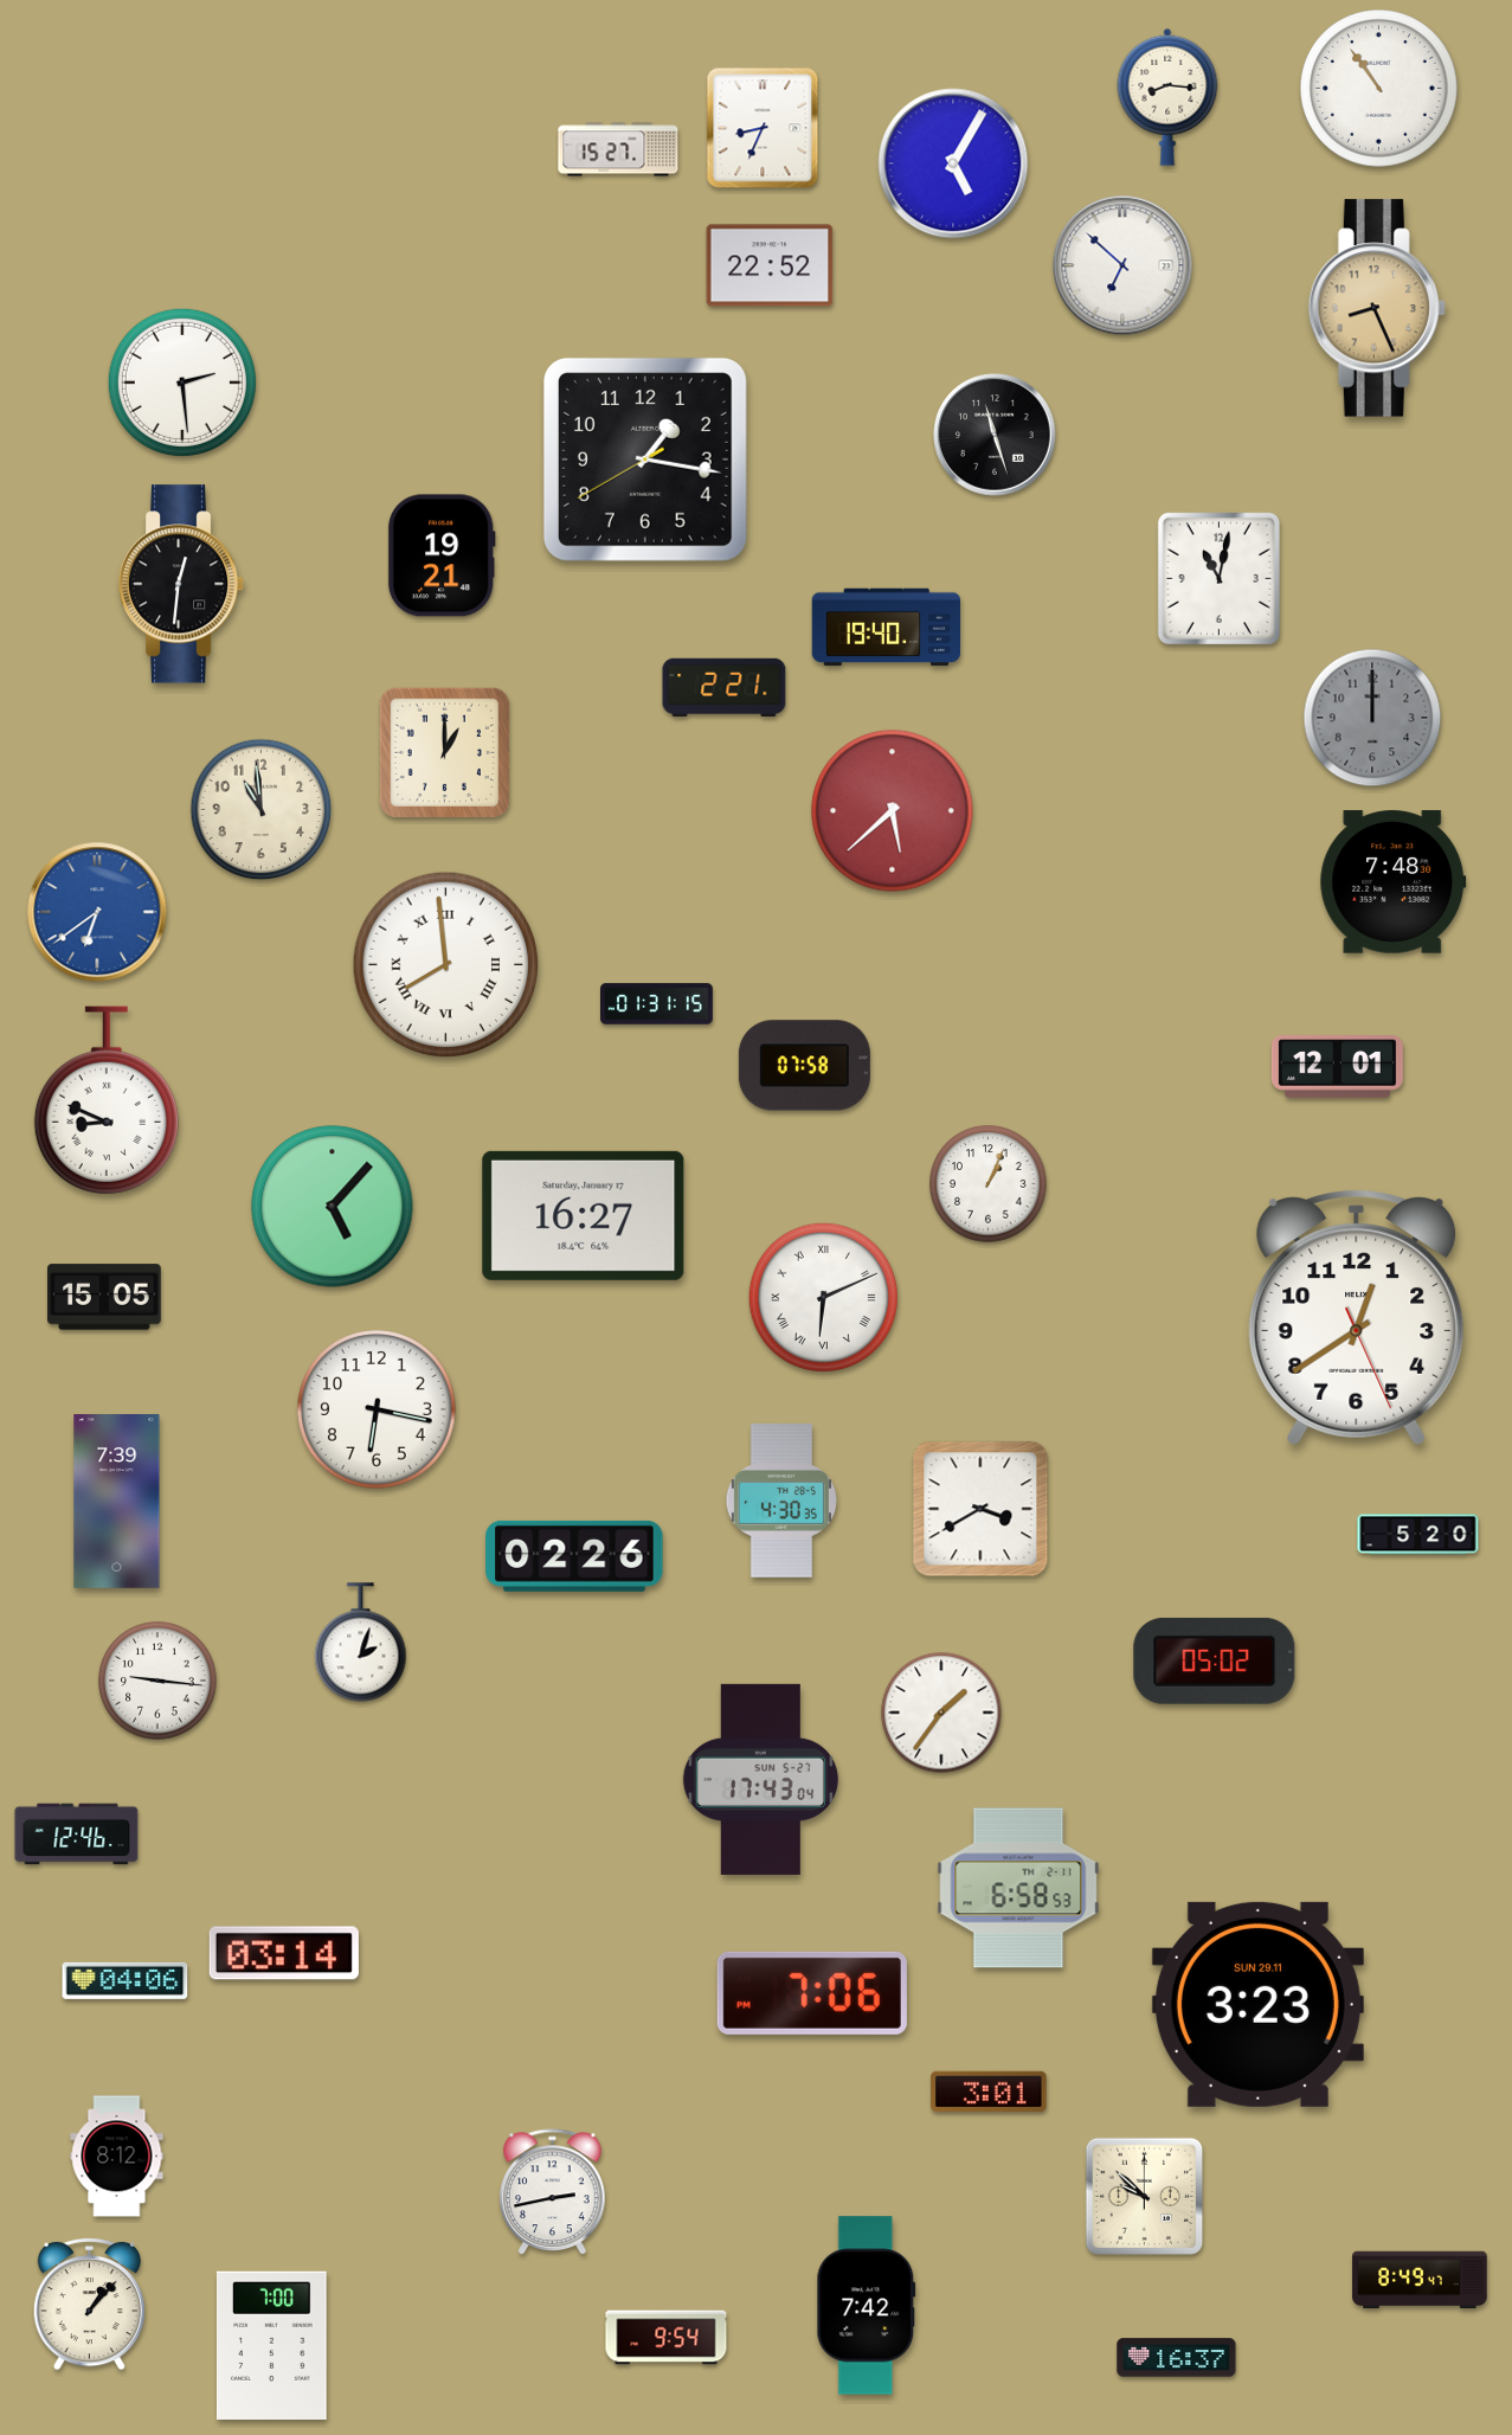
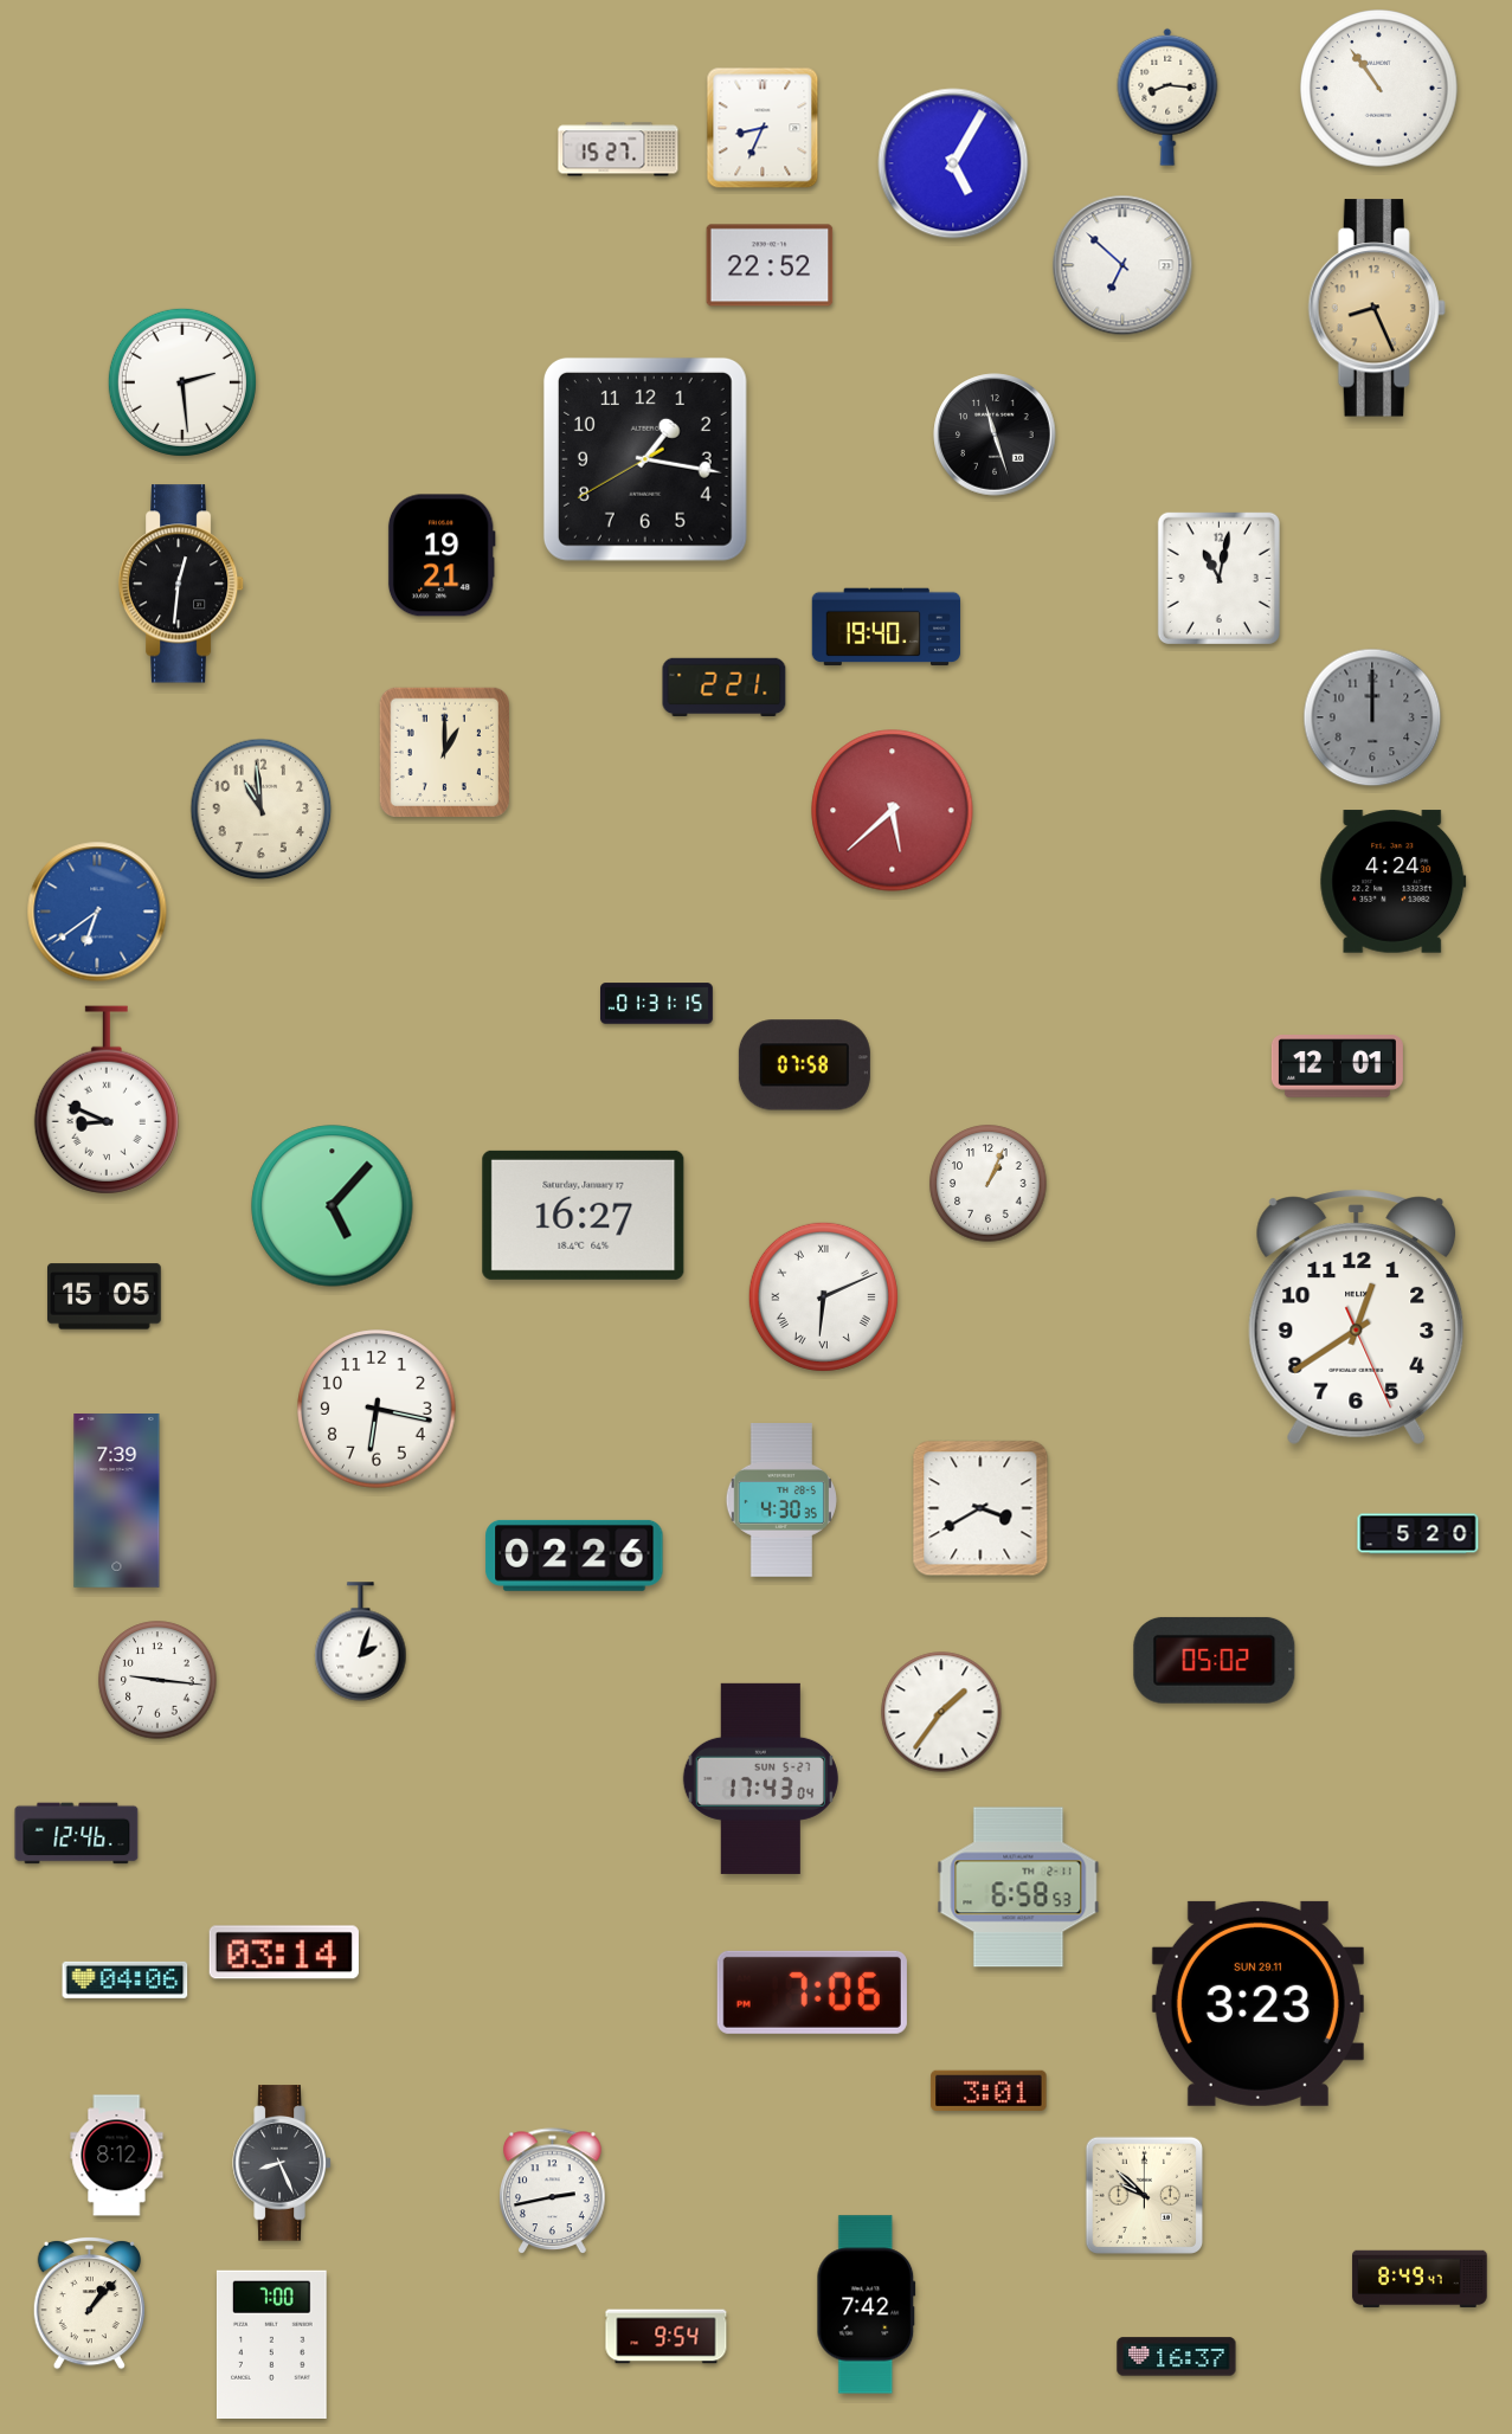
clock at (1394, 882): 7:48 -> 4:24
clock at (446, 965): 7:59 -> none
clock at (282, 2163): none -> 8:26
